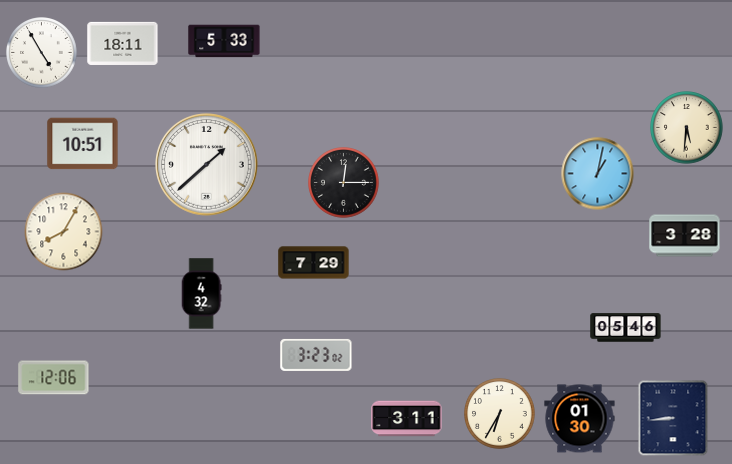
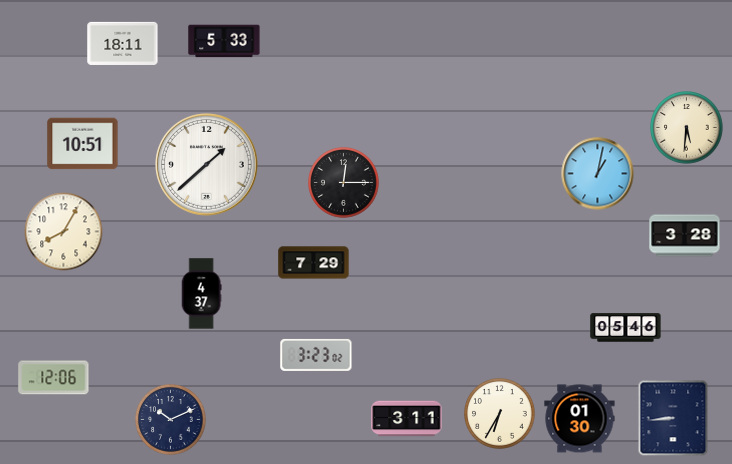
clock at (42, 53): 4:55 -> none
clock at (201, 294): 4:32 -> 4:37
clock at (171, 420): none -> 10:11
